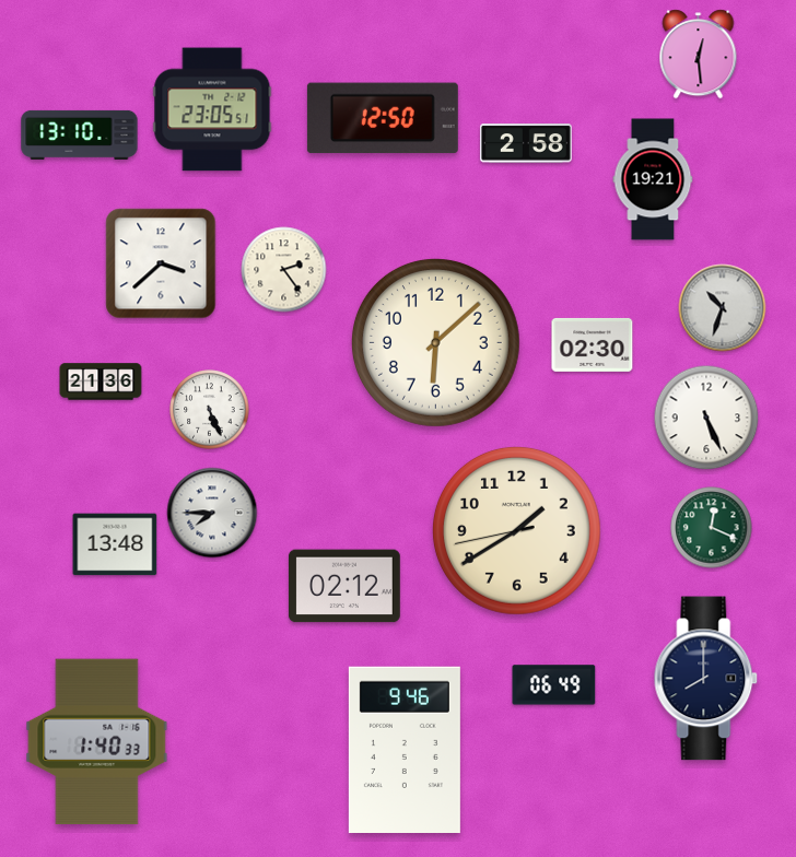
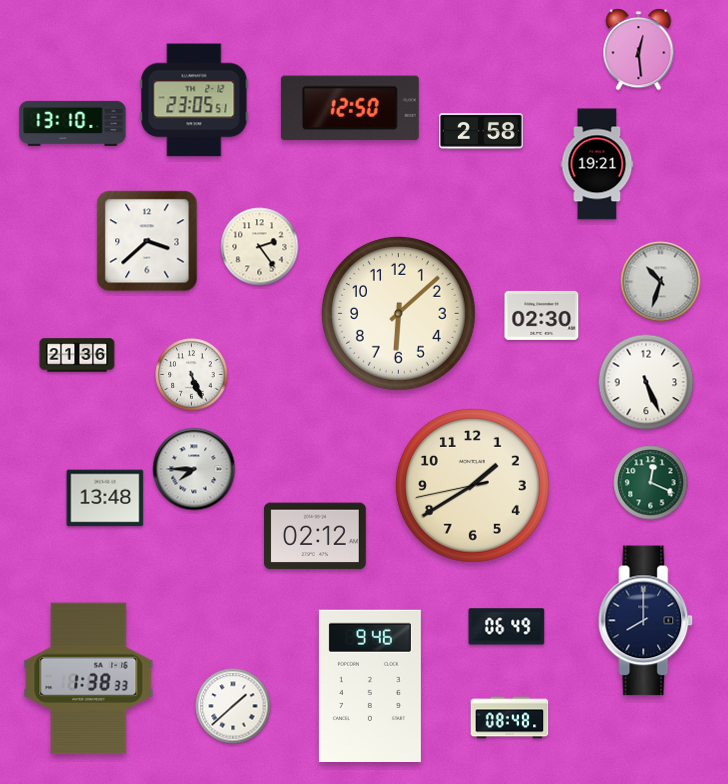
clock at (101, 381) position: (101, 381) -> (77, 355)
clock at (97, 742): 1:40 -> 1:38
clock at (233, 706): none -> 1:38
clock at (510, 718): none -> 08:48
